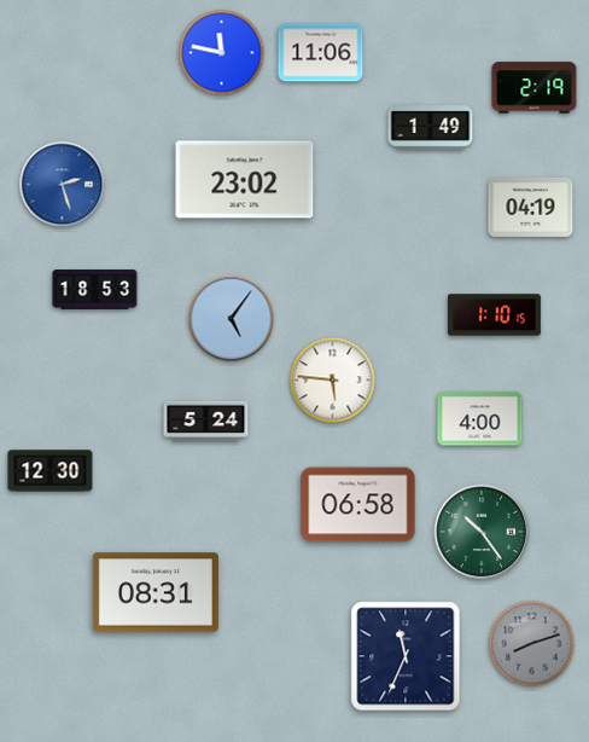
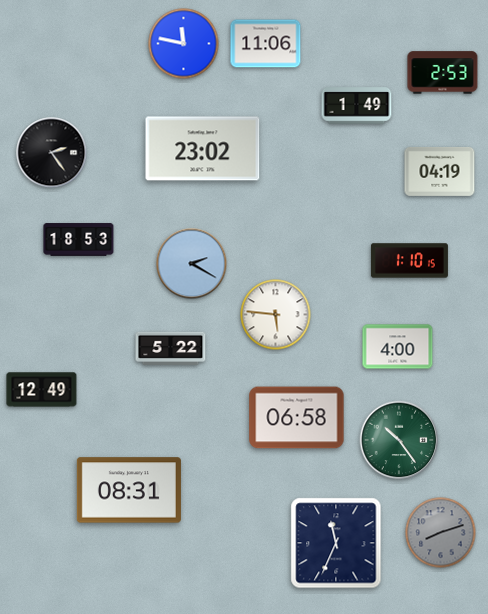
clock at (535, 88): 2:19 -> 2:53
clock at (63, 185): 2:27 -> 2:24
clock at (63, 185) dial: blue -> black
clock at (232, 319): 5:06 -> 2:20
clock at (206, 421): 5:24 -> 5:22
clock at (51, 471): 12:30 -> 12:49
